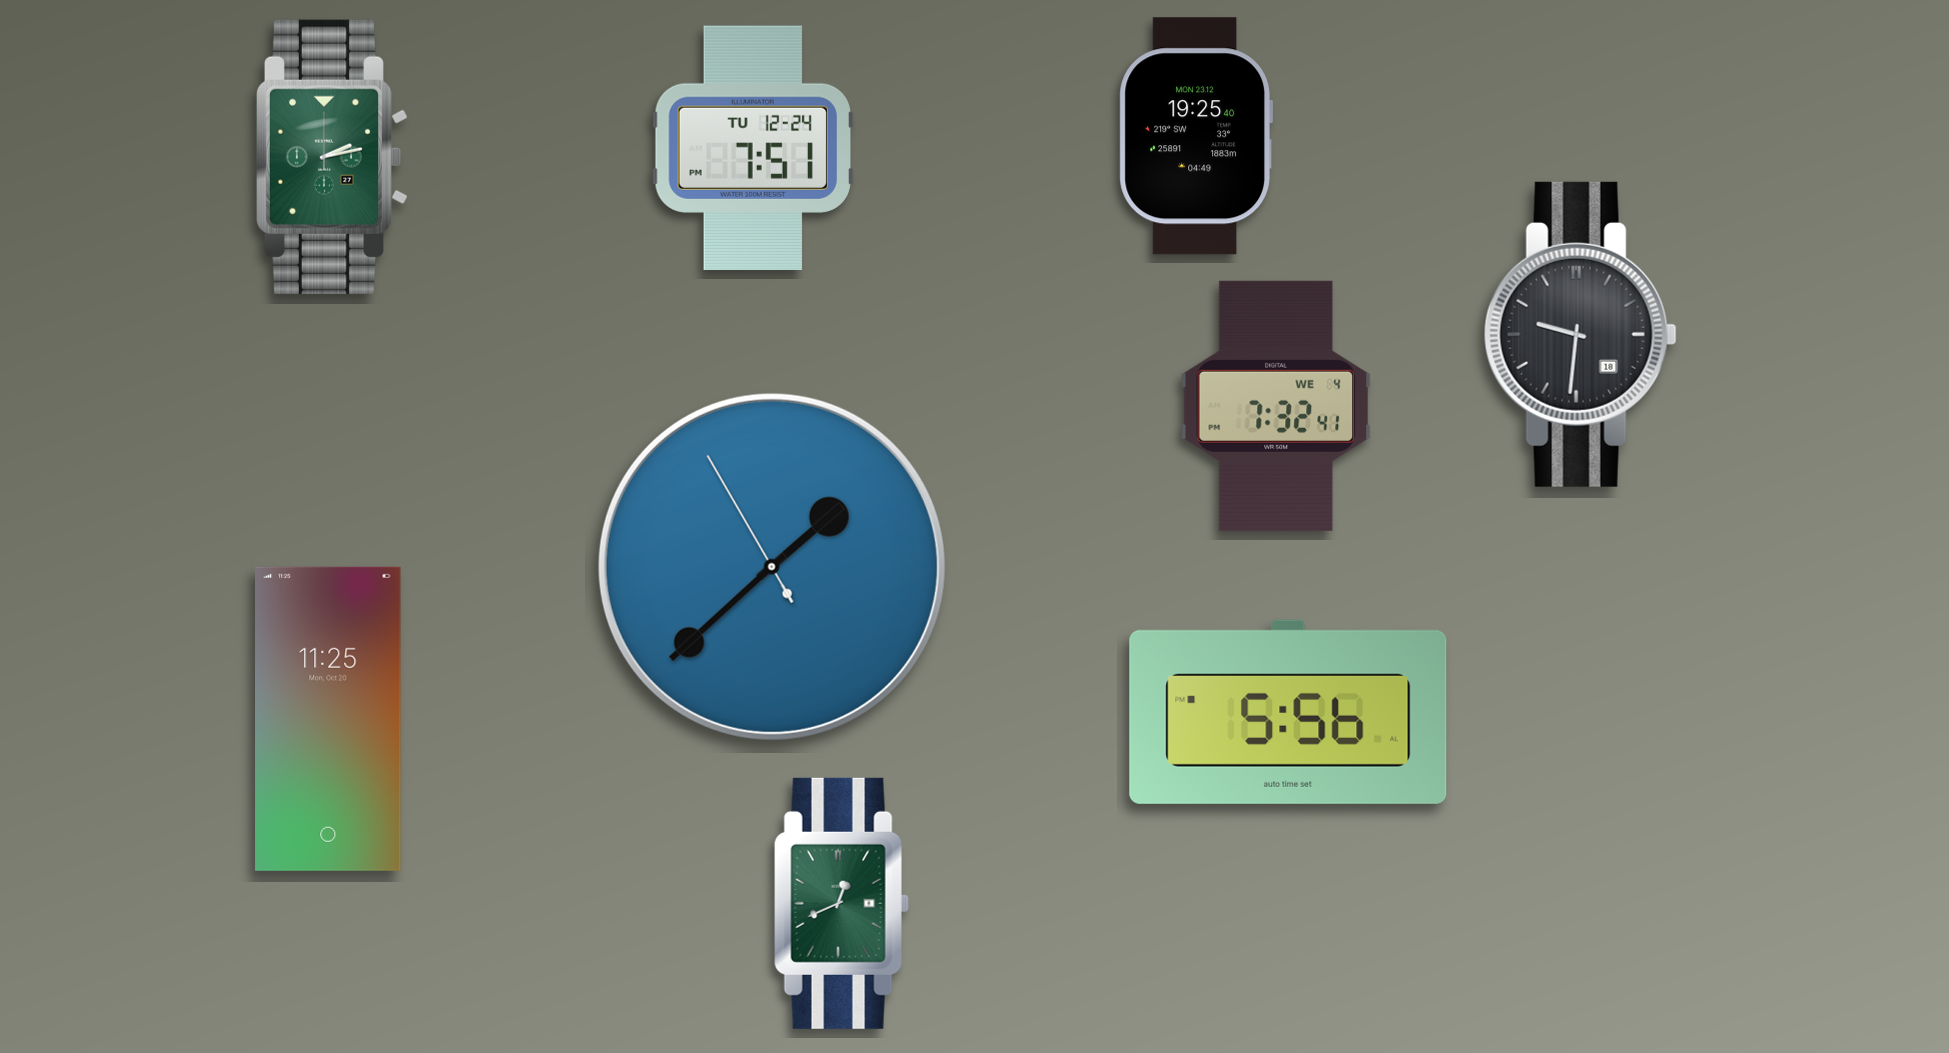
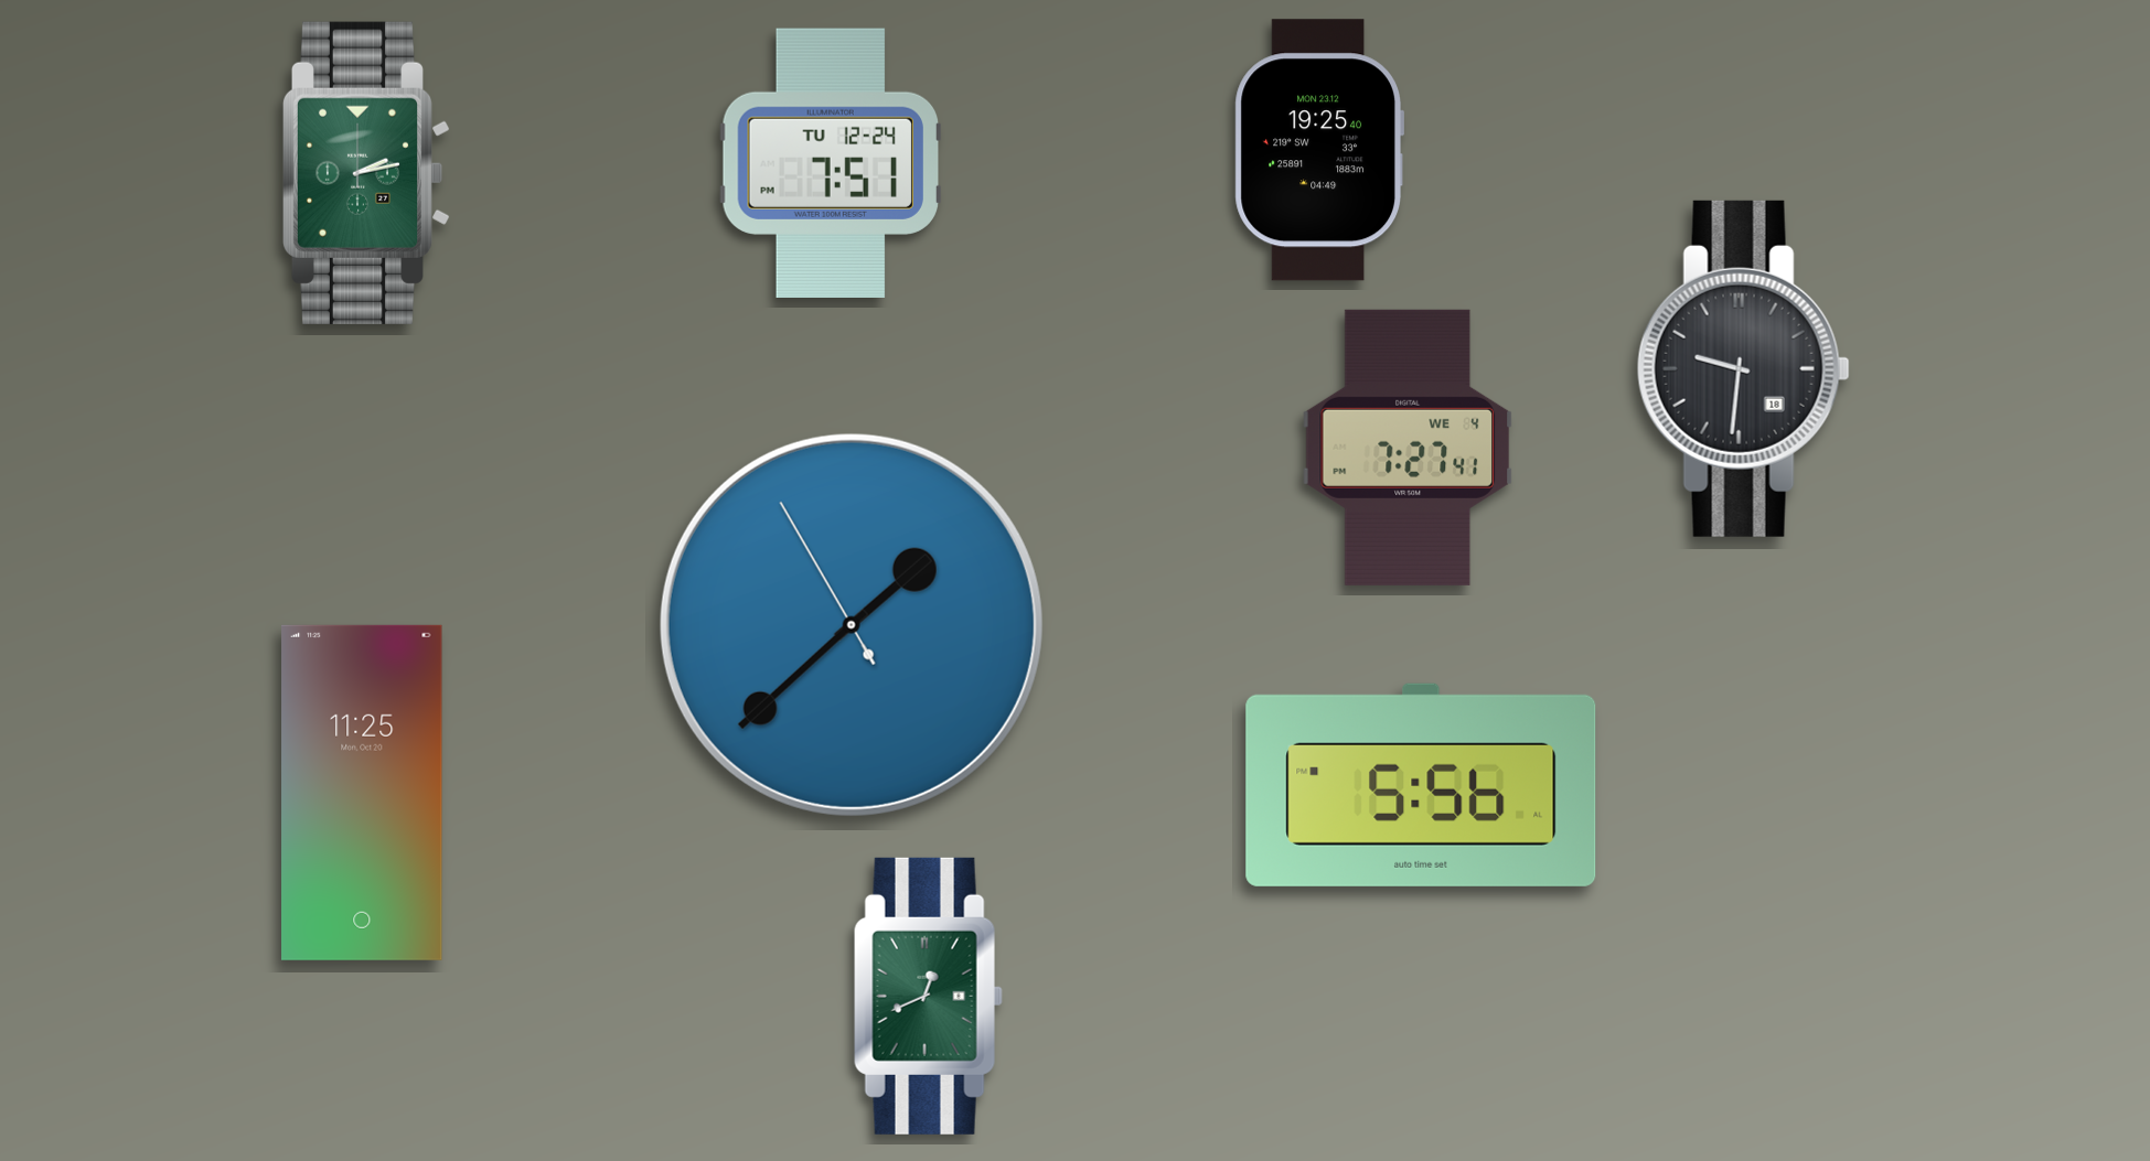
clock at (1276, 406): 7:32 -> 7:27
